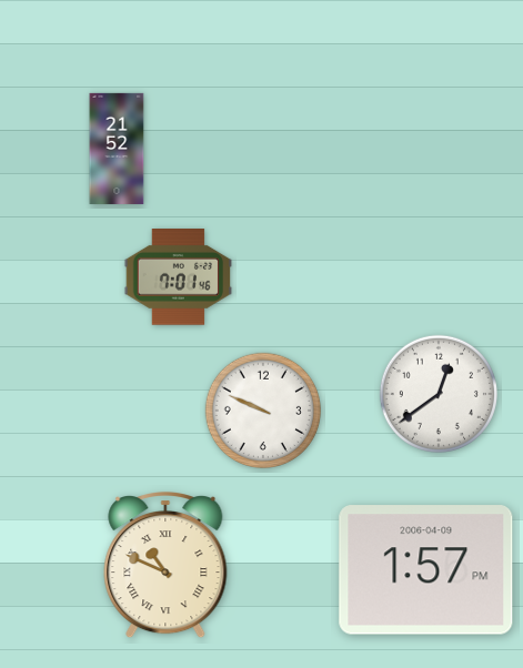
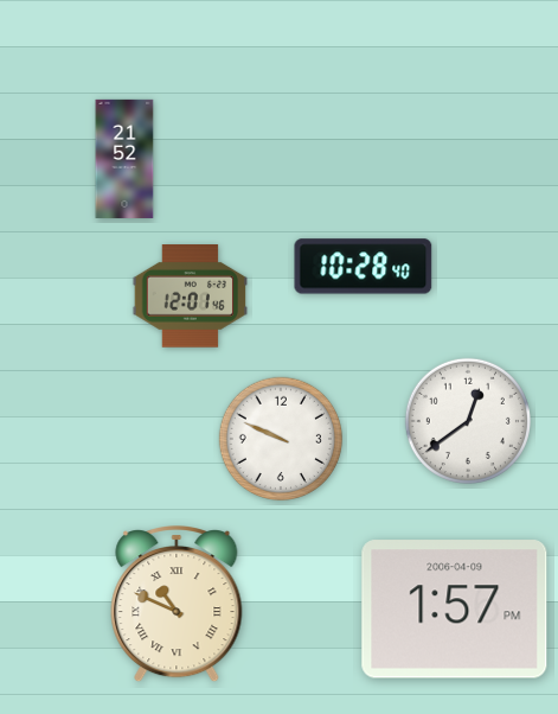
clock at (364, 267): none -> 10:28
clock at (179, 277): 7:01 -> 12:01
